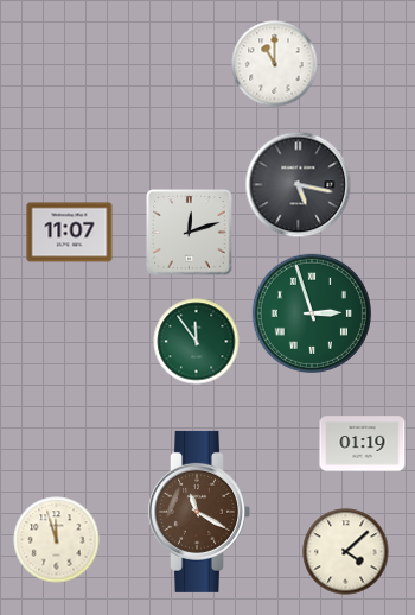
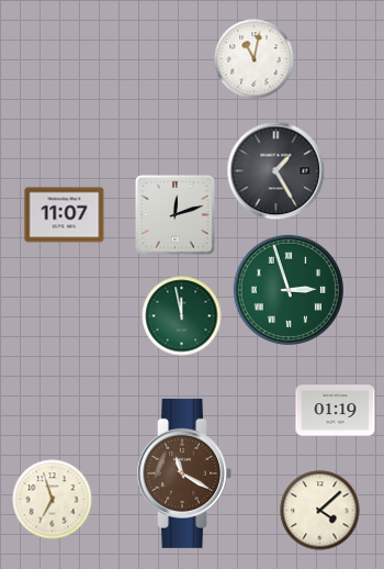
clock at (275, 64): 11:00 -> 11:02
clock at (299, 185): 5:17 -> 1:25
clock at (197, 342): 11:54 -> 11:58
clock at (57, 540): 11:57 -> 6:57
